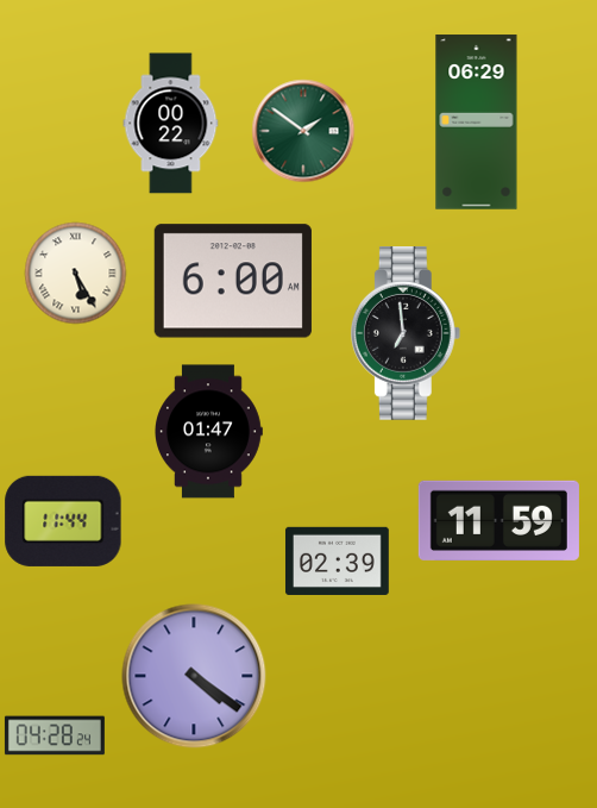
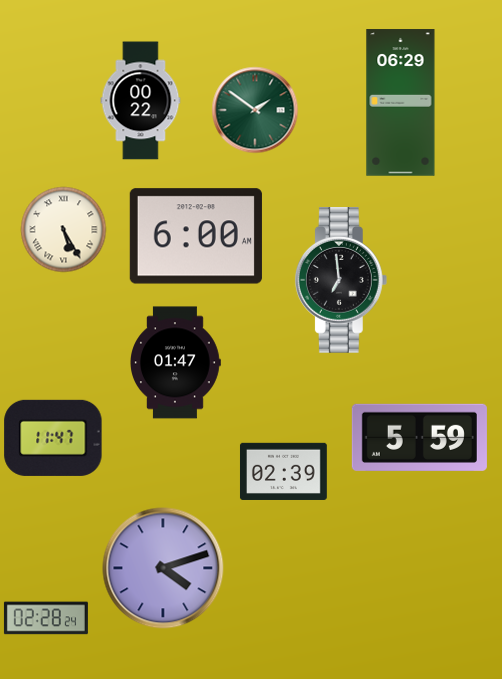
clock at (171, 124) position: (171, 124) -> (141, 101)
clock at (498, 520): 11:59 -> 5:59
clock at (63, 521): 11:44 -> 11:47
clock at (194, 676): 4:21 -> 4:12
clock at (55, 735): 04:28 -> 02:28
